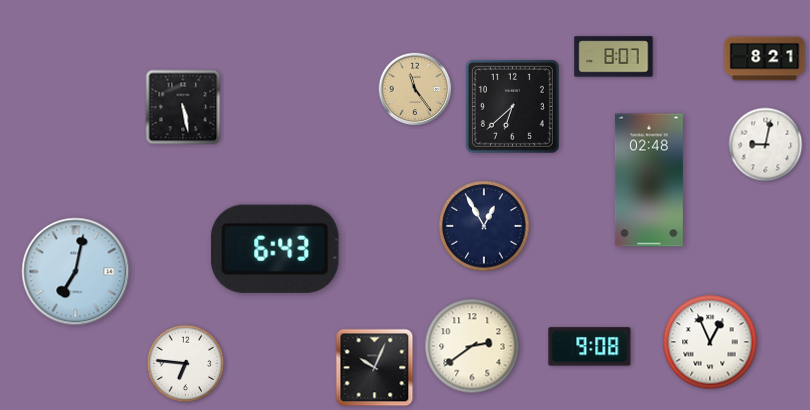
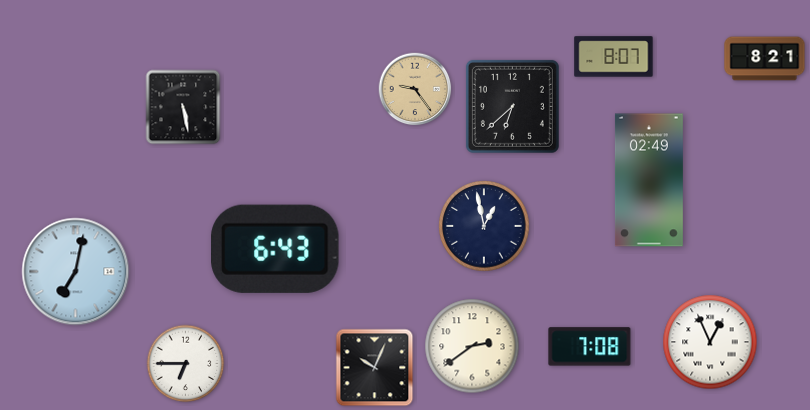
clock at (415, 89): 11:24 -> 9:24
clock at (766, 145): 9:02 -> none
clock at (649, 180): 02:48 -> 02:49
clock at (484, 226): 12:55 -> 12:58
clock at (590, 347): 9:08 -> 7:08
clock at (186, 364): 6:46 -> 6:45
